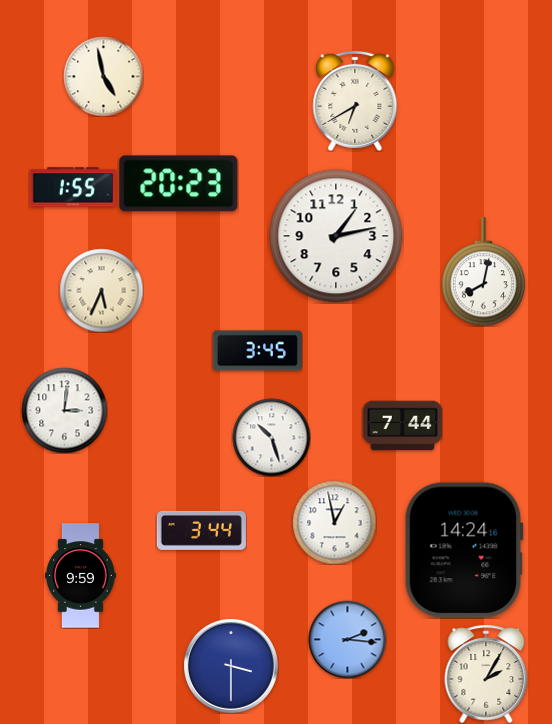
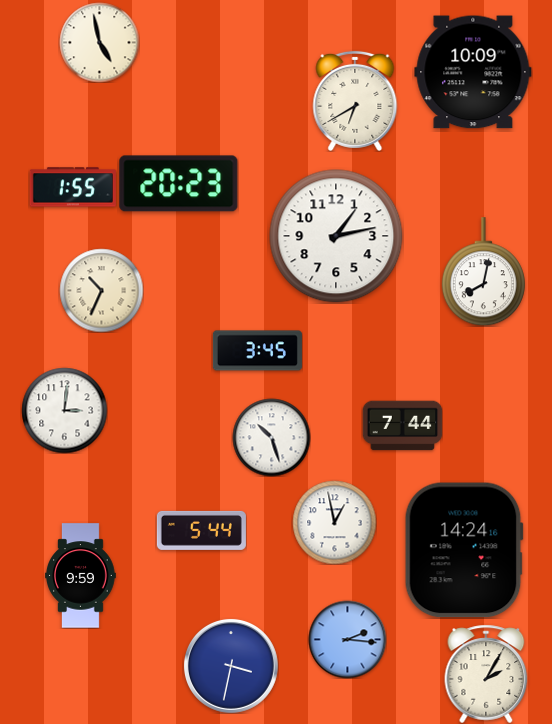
clock at (473, 72): none -> 10:09
clock at (103, 76) position: (103, 76) -> (99, 42)
clock at (101, 290): 5:34 -> 10:34
clock at (201, 530): 3:44 -> 5:44
clock at (231, 666): 3:30 -> 3:32
